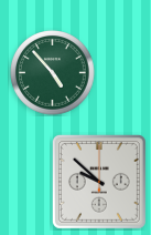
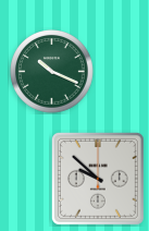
clock at (53, 73): 4:53 -> 10:19
